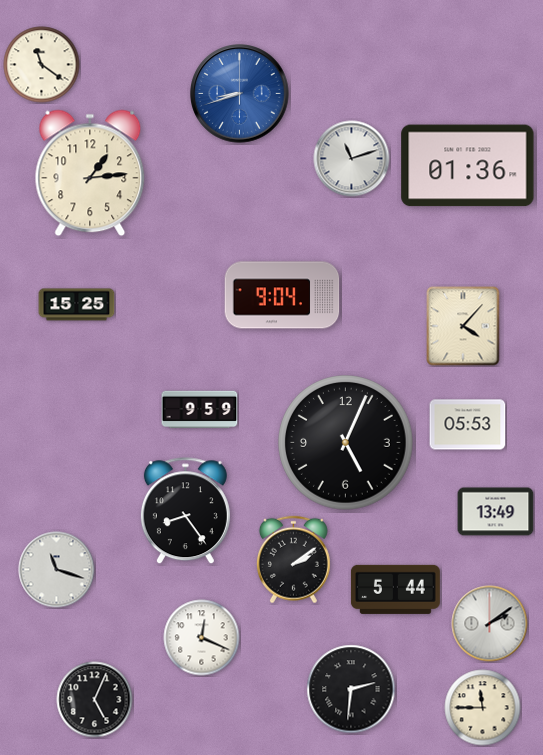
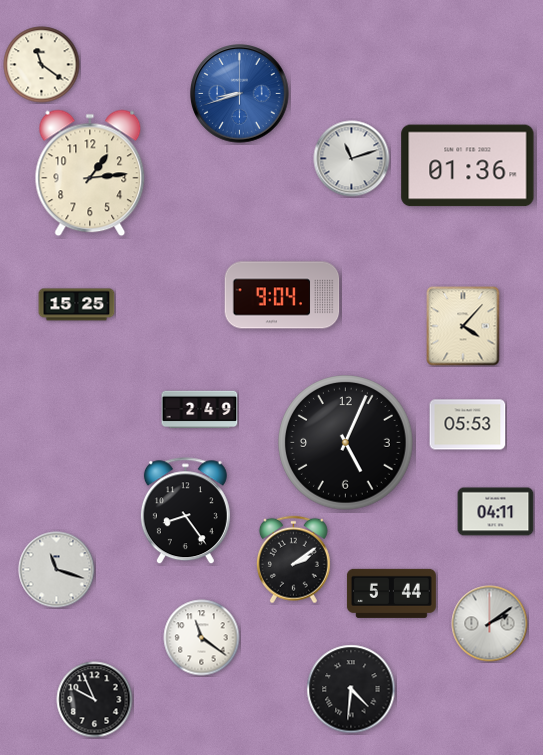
clock at (200, 410): 9:59 -> 2:49
clock at (496, 512): 13:49 -> 04:11
clock at (395, 589) position: (395, 589) -> (391, 593)
clock at (202, 638): 12:19 -> 11:21
clock at (351, 689): 2:31 -> 4:31
clock at (95, 700): 5:04 -> 9:56
clock at (483, 708): 11:45 -> none
